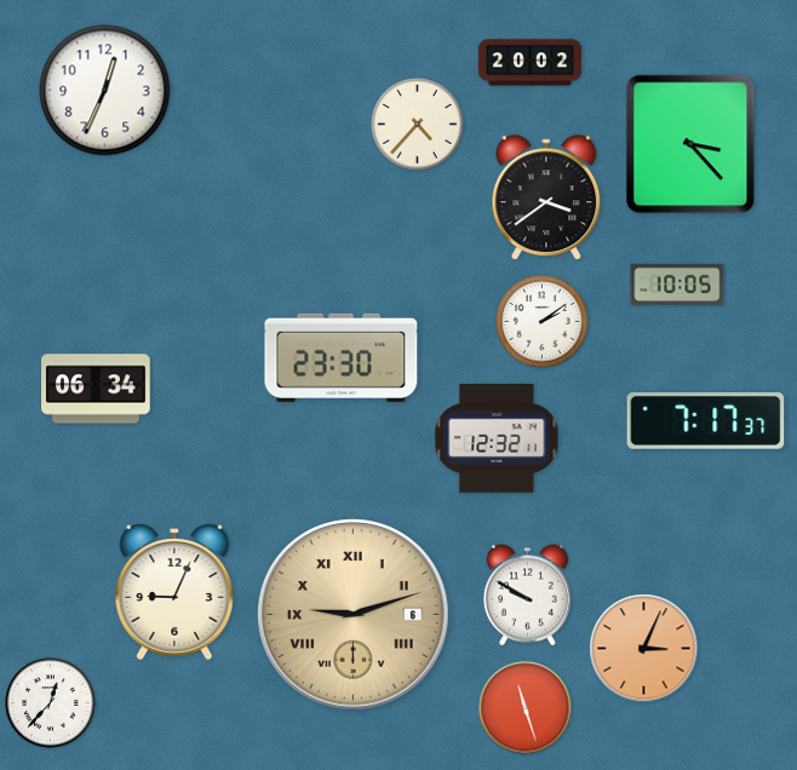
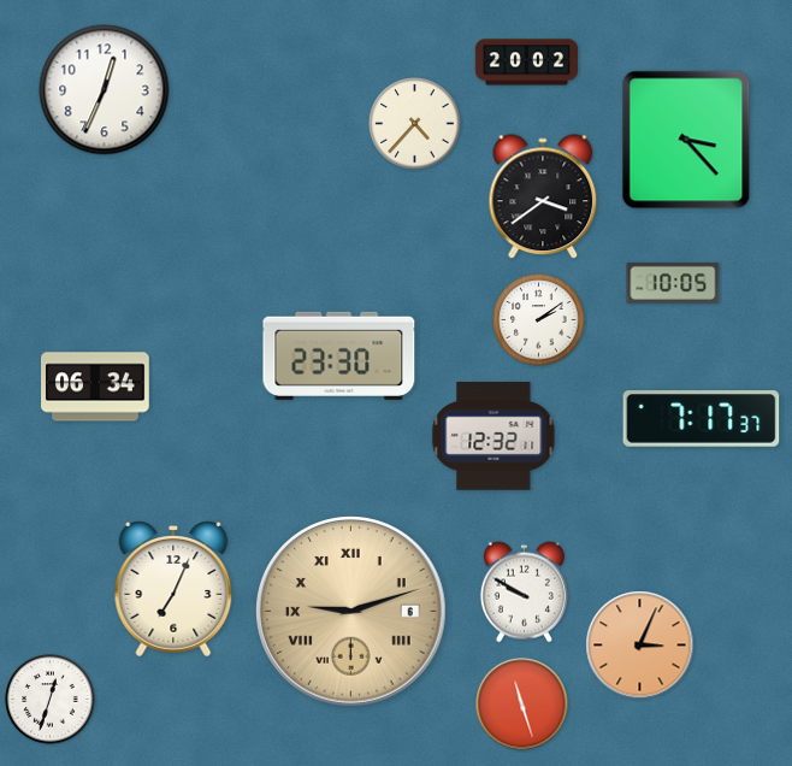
clock at (690, 144) position: (690, 144) -> (686, 140)
clock at (174, 592): 9:04 -> 7:04
clock at (51, 703): 12:37 -> 12:33
